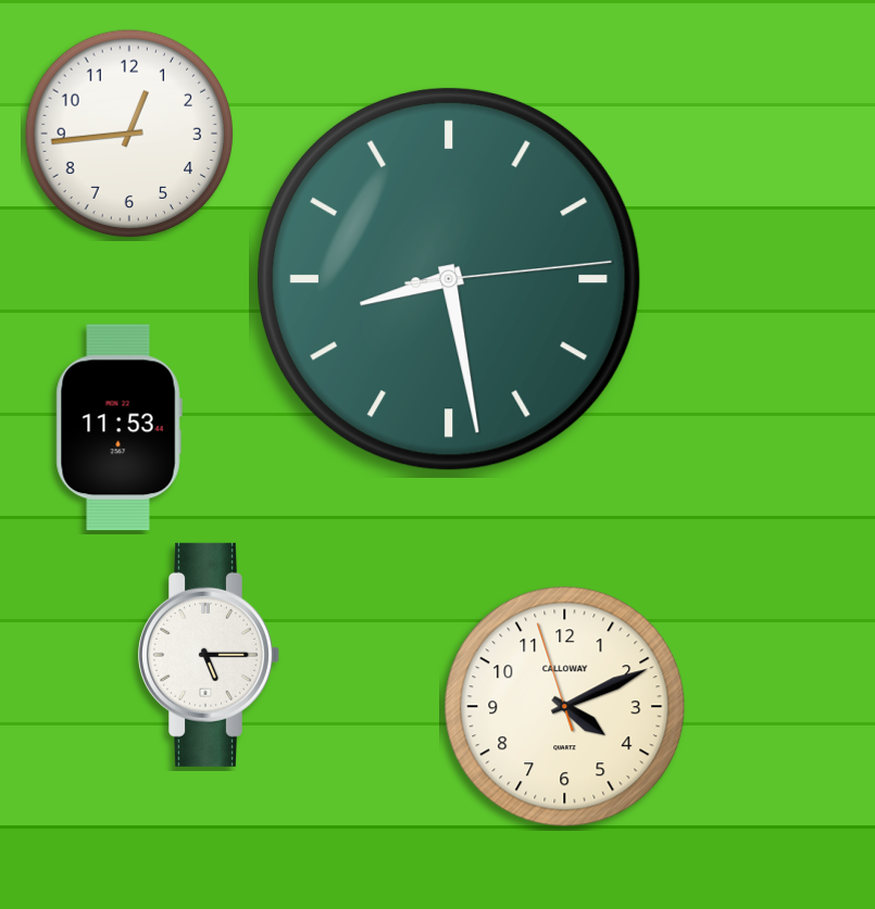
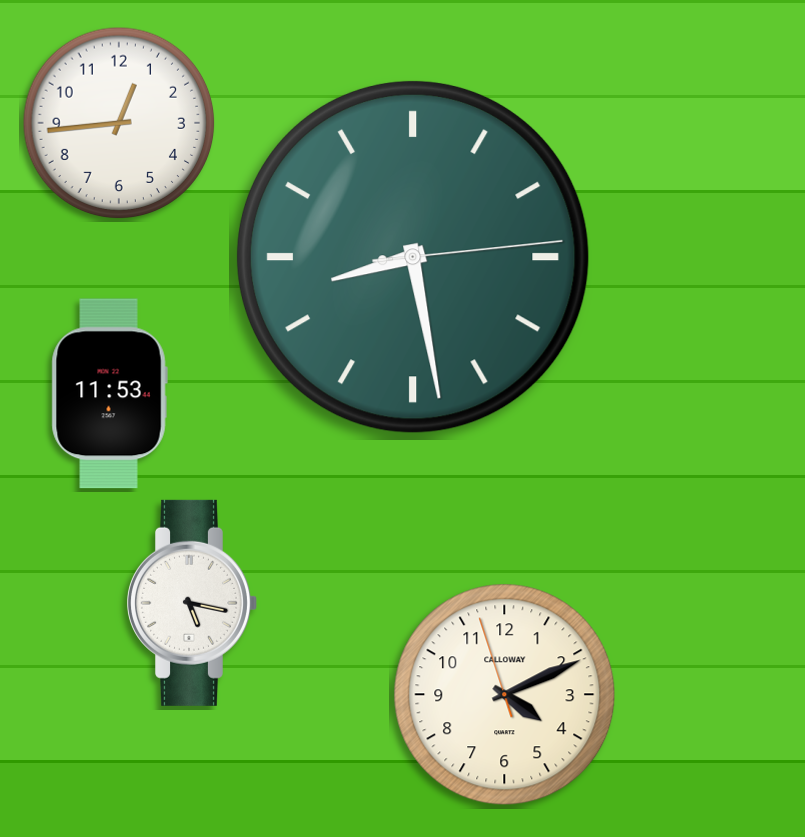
clock at (210, 655): 5:15 -> 5:17
clock at (565, 707) position: (565, 707) -> (505, 695)
